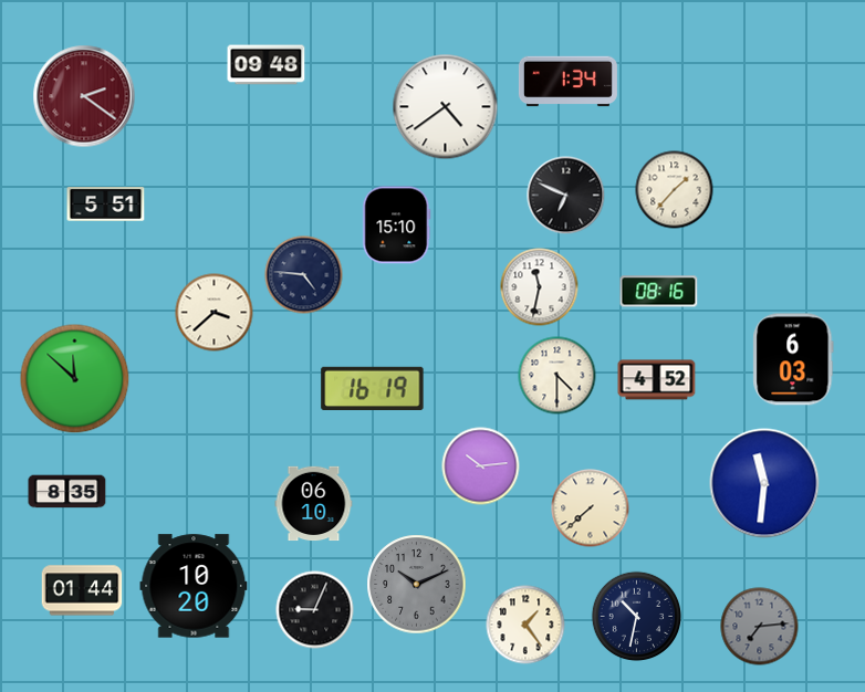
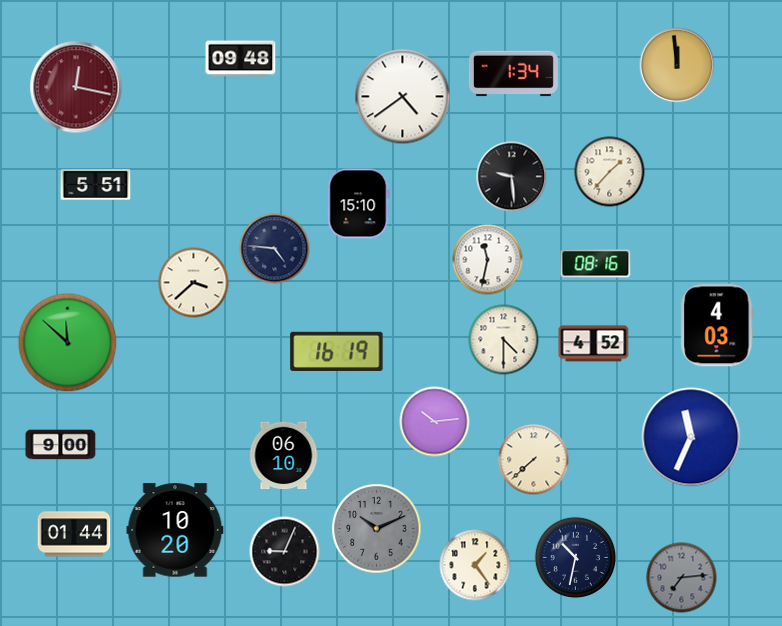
clock at (677, 65): none -> 11:59
clock at (84, 96): 2:21 -> 12:17
clock at (566, 196): 6:49 -> 9:29
clock at (793, 359): 6:03 -> 4:03
clock at (764, 483): 11:31 -> 11:34
clock at (67, 492): 8:35 -> 9:00
clock at (760, 627) position: (760, 627) -> (682, 578)
